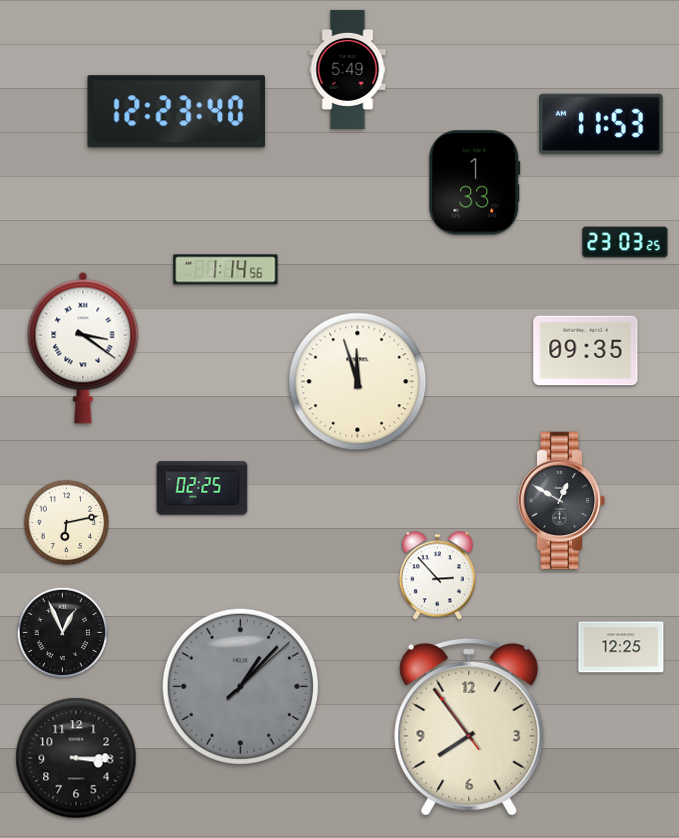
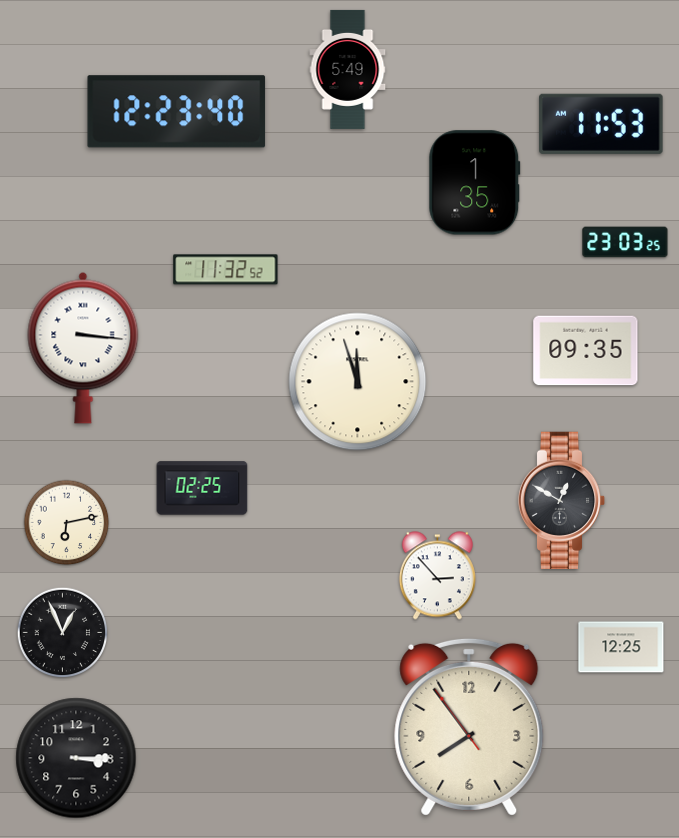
clock at (475, 183): 1:33 -> 1:35
clock at (226, 270): 1:14 -> 11:32
clock at (83, 348): 3:21 -> 3:16
clock at (240, 686): 1:07 -> none
